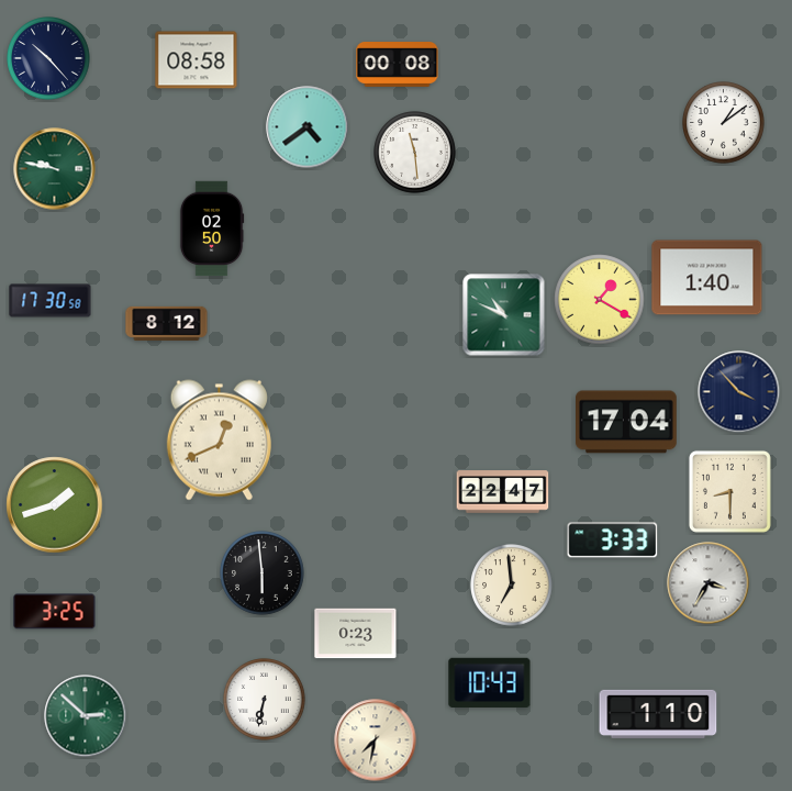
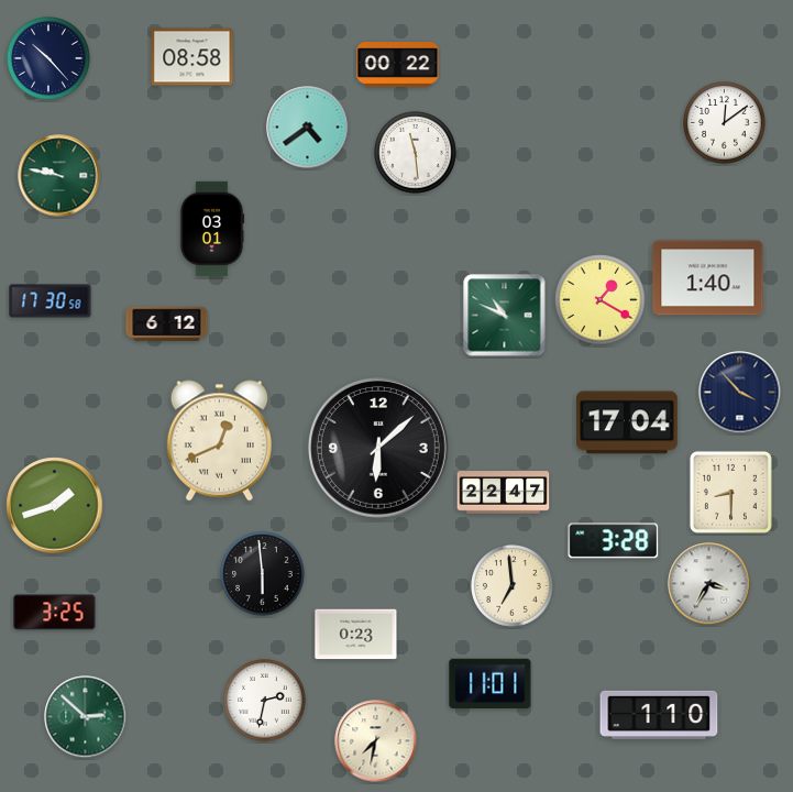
clock at (197, 60) position: (197, 60) -> (192, 57)
clock at (398, 65): 00:08 -> 00:22
clock at (724, 123): 1:09 -> 12:09
clock at (55, 169) position: (55, 169) -> (59, 176)
clock at (212, 229): 02:50 -> 03:01
clock at (167, 323): 8:12 -> 6:12
clock at (378, 448): none -> 6:08
clock at (613, 541): 3:33 -> 3:28
clock at (490, 682): 10:43 -> 11:01
clock at (265, 700): 6:32 -> 2:32
